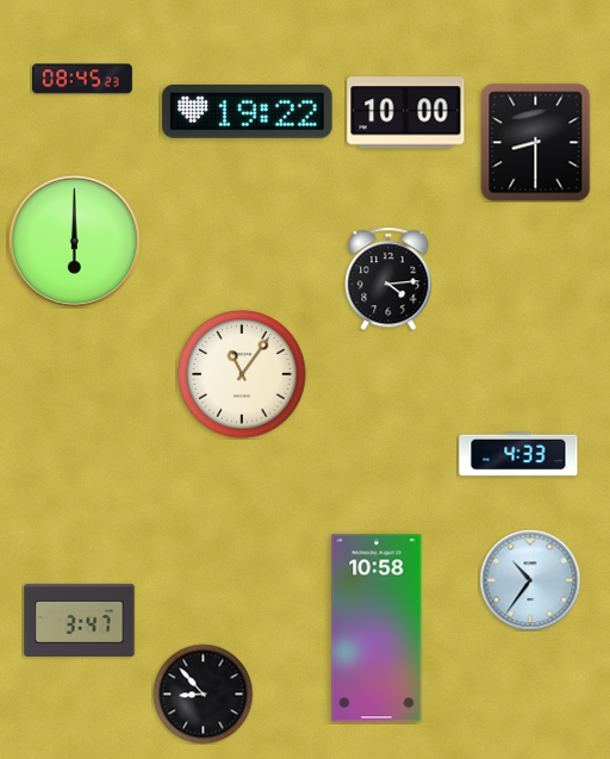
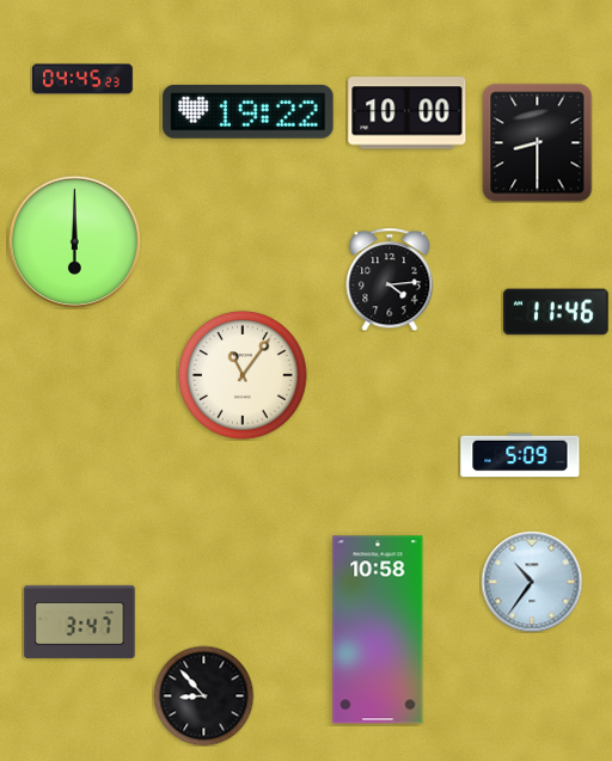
clock at (83, 79): 08:45 -> 04:45
clock at (556, 312): none -> 11:46
clock at (518, 454): 4:33 -> 5:09
